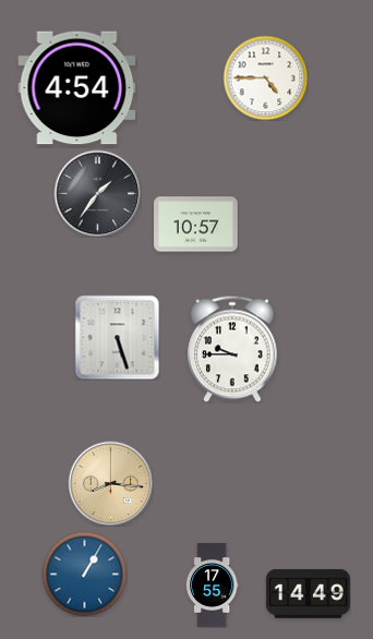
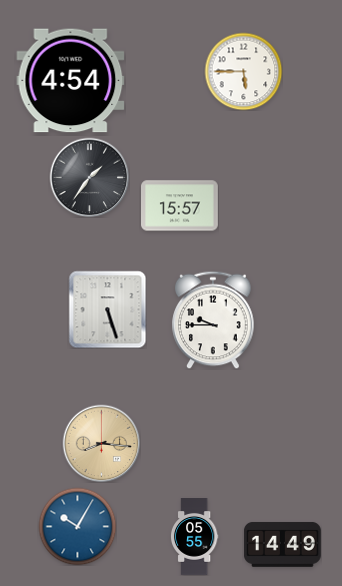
clock at (265, 77): 4:45 -> 5:45
clock at (196, 225): 10:57 -> 15:57
clock at (84, 574): 1:05 -> 10:05
clock at (212, 586): 17:55 -> 05:55
